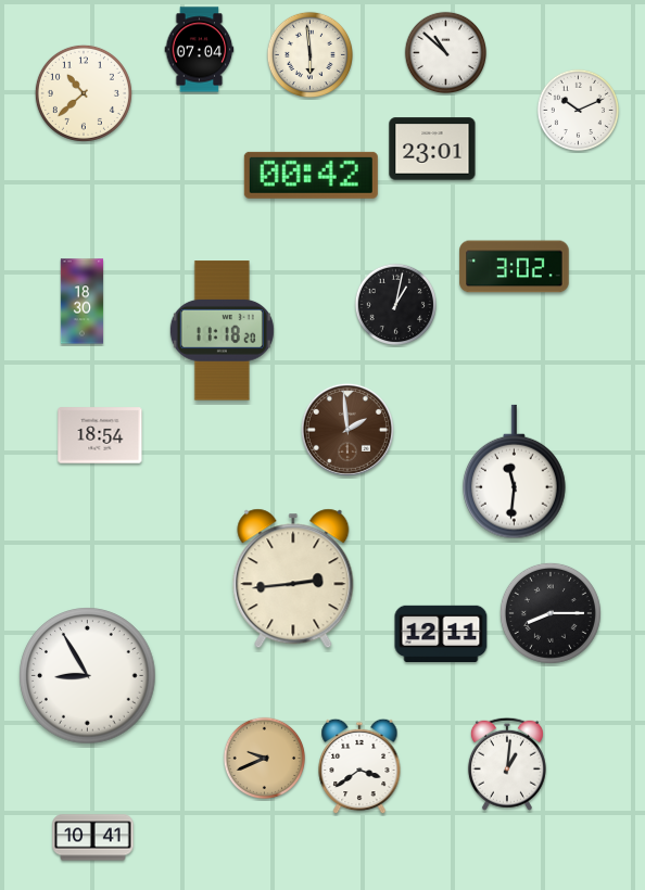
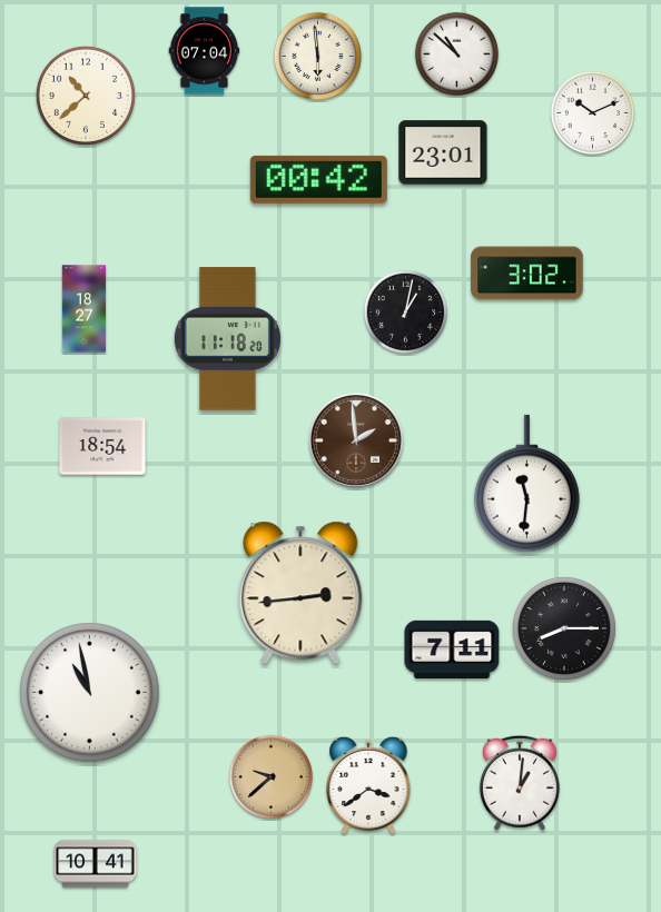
clock at (83, 302): 18:30 -> 18:27
clock at (441, 633): 12:11 -> 7:11
clock at (88, 676): 8:55 -> 10:58
clock at (264, 758): 9:41 -> 9:38
clock at (93, 838) position: (93, 838) -> (96, 864)
